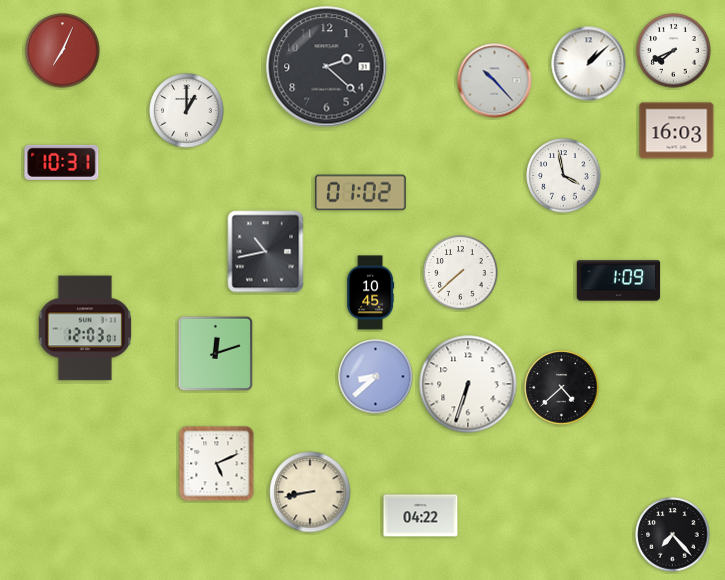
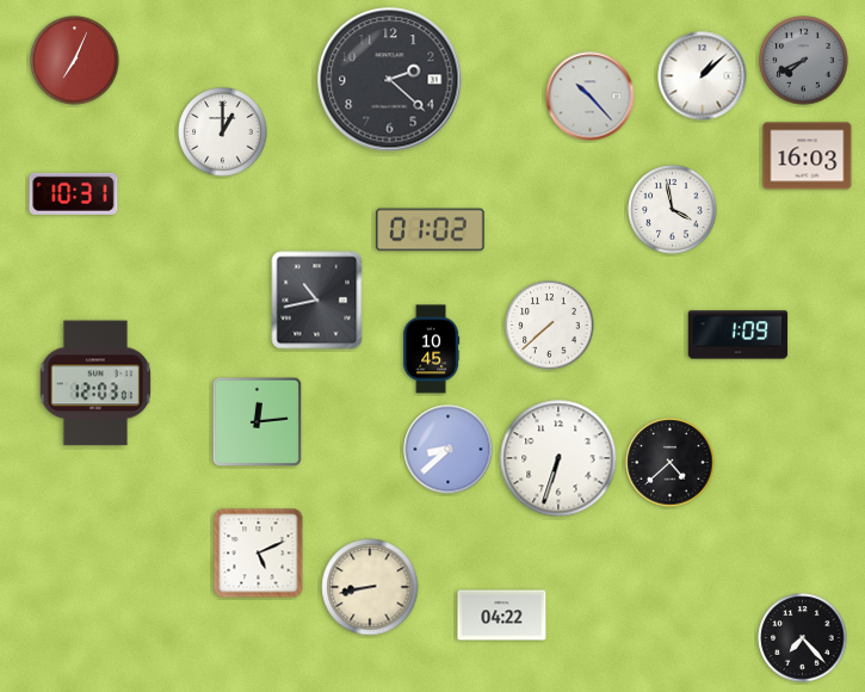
clock at (674, 51) dial: white -> grey
clock at (371, 293) position: (371, 293) -> (432, 350)
clock at (85, 328) position: (85, 328) -> (95, 383)
clock at (216, 354): 12:12 -> 12:14
